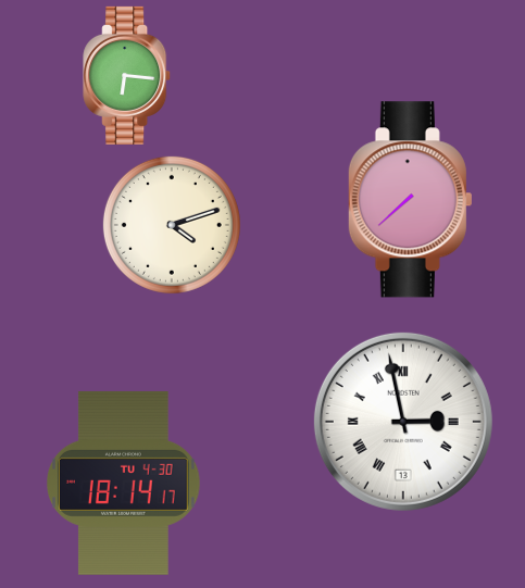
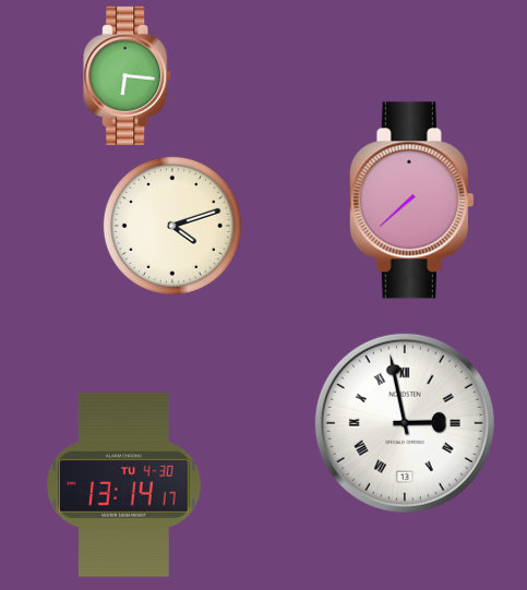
clock at (124, 483): 18:14 -> 13:14
